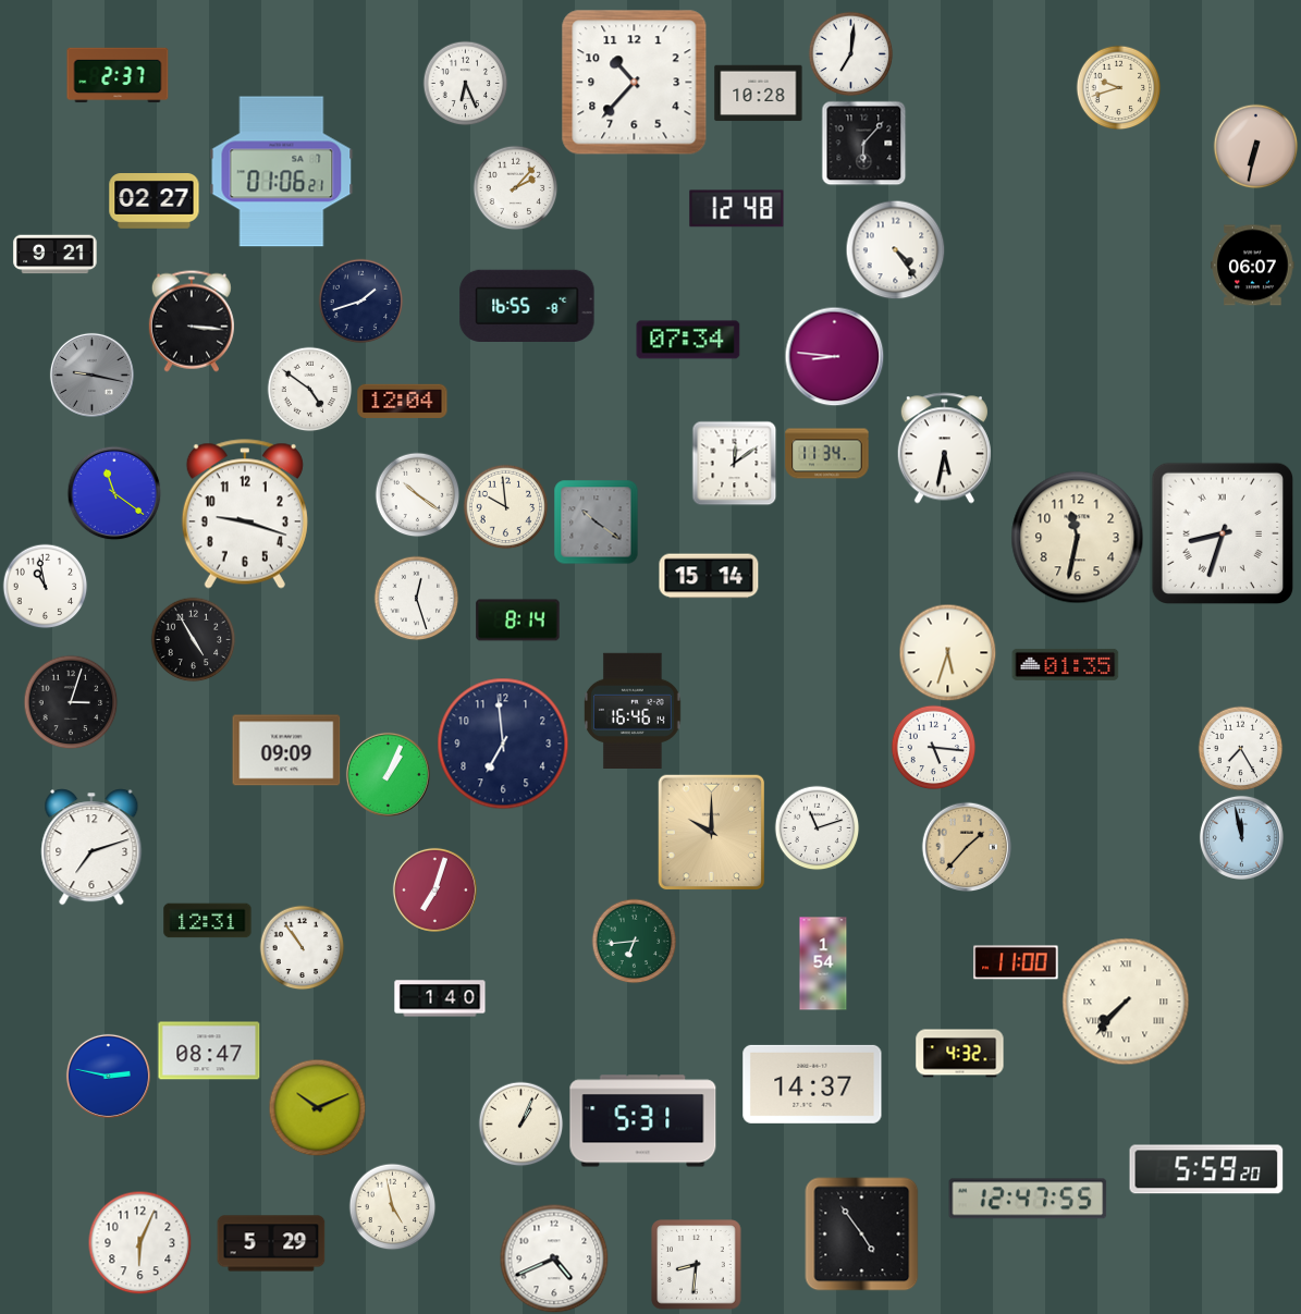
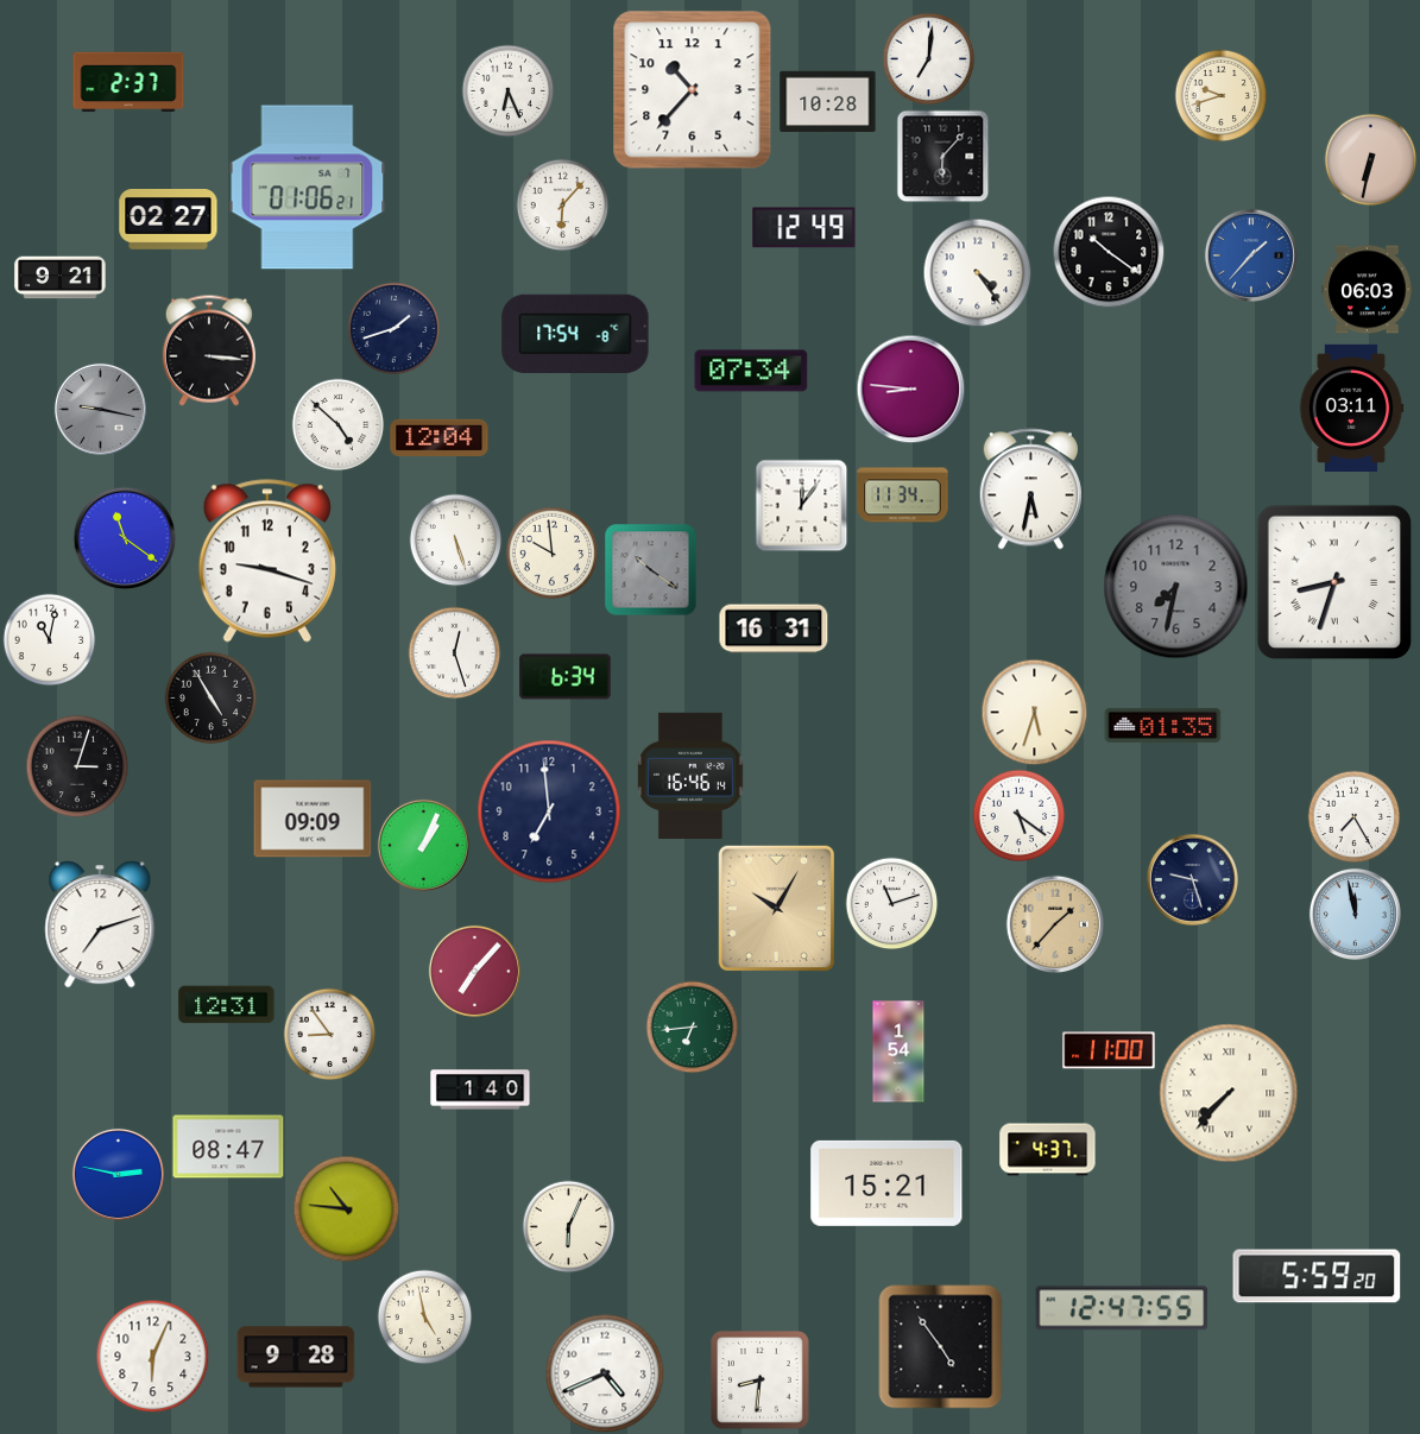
clock at (515, 187): 2:07 -> 6:07
clock at (737, 209): 12:48 -> 12:49
clock at (1109, 252): none -> 10:21
clock at (1251, 255): none -> 1:37
clock at (1253, 266): 06:07 -> 06:03
clock at (527, 305): 16:55 -> 17:54
clock at (1351, 408): none -> 03:11
clock at (309, 389): 4:51 -> 4:52
clock at (734, 463): 12:09 -> 12:06
clock at (417, 494): 10:21 -> 5:27
clock at (1078, 538): 11:32 -> 7:32
clock at (1078, 538) dial: cream -> grey
clock at (709, 576): 15:14 -> 16:31
clock at (45, 586): 10:58 -> 11:02
clock at (518, 621): 8:14 -> 6:34
clock at (933, 747): 5:16 -> 5:21
clock at (1192, 879): none -> 9:27
clock at (712, 833): 10:00 -> 10:05
clock at (434, 889): 7:03 -> 7:07
clock at (302, 947): 10:54 -> 8:54
clock at (960, 1054): 4:32 -> 4:37
clock at (812, 1084): 14:37 -> 15:21
clock at (317, 1107): 10:11 -> 10:46
clock at (643, 1121): 5:31 -> none
clock at (520, 1123): 1:04 -> 6:04
clock at (392, 1206) position: (392, 1206) -> (424, 1316)
clock at (271, 1243): 5:29 -> 9:28
